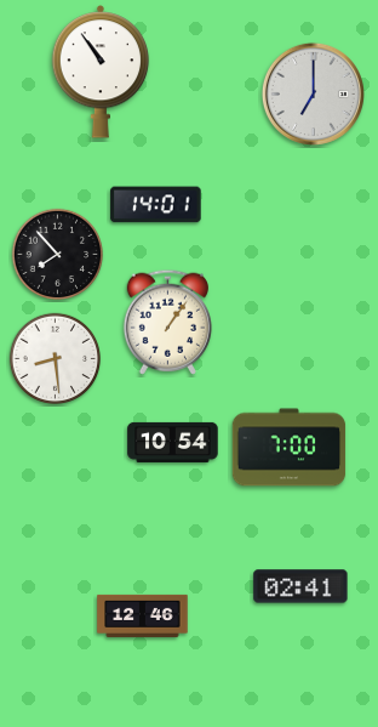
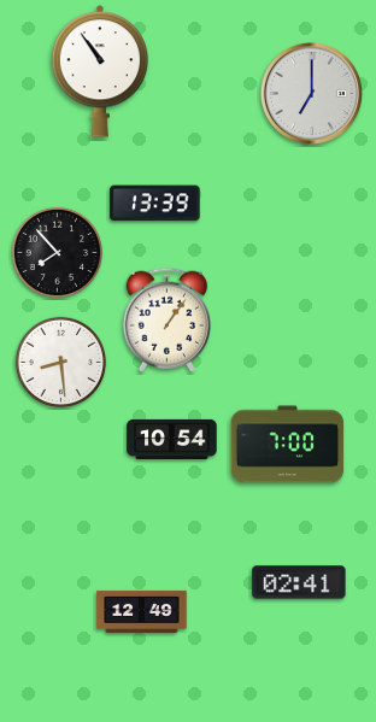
clock at (156, 205): 14:01 -> 13:39
clock at (56, 359) position: (56, 359) -> (61, 363)
clock at (143, 615): 12:46 -> 12:49
